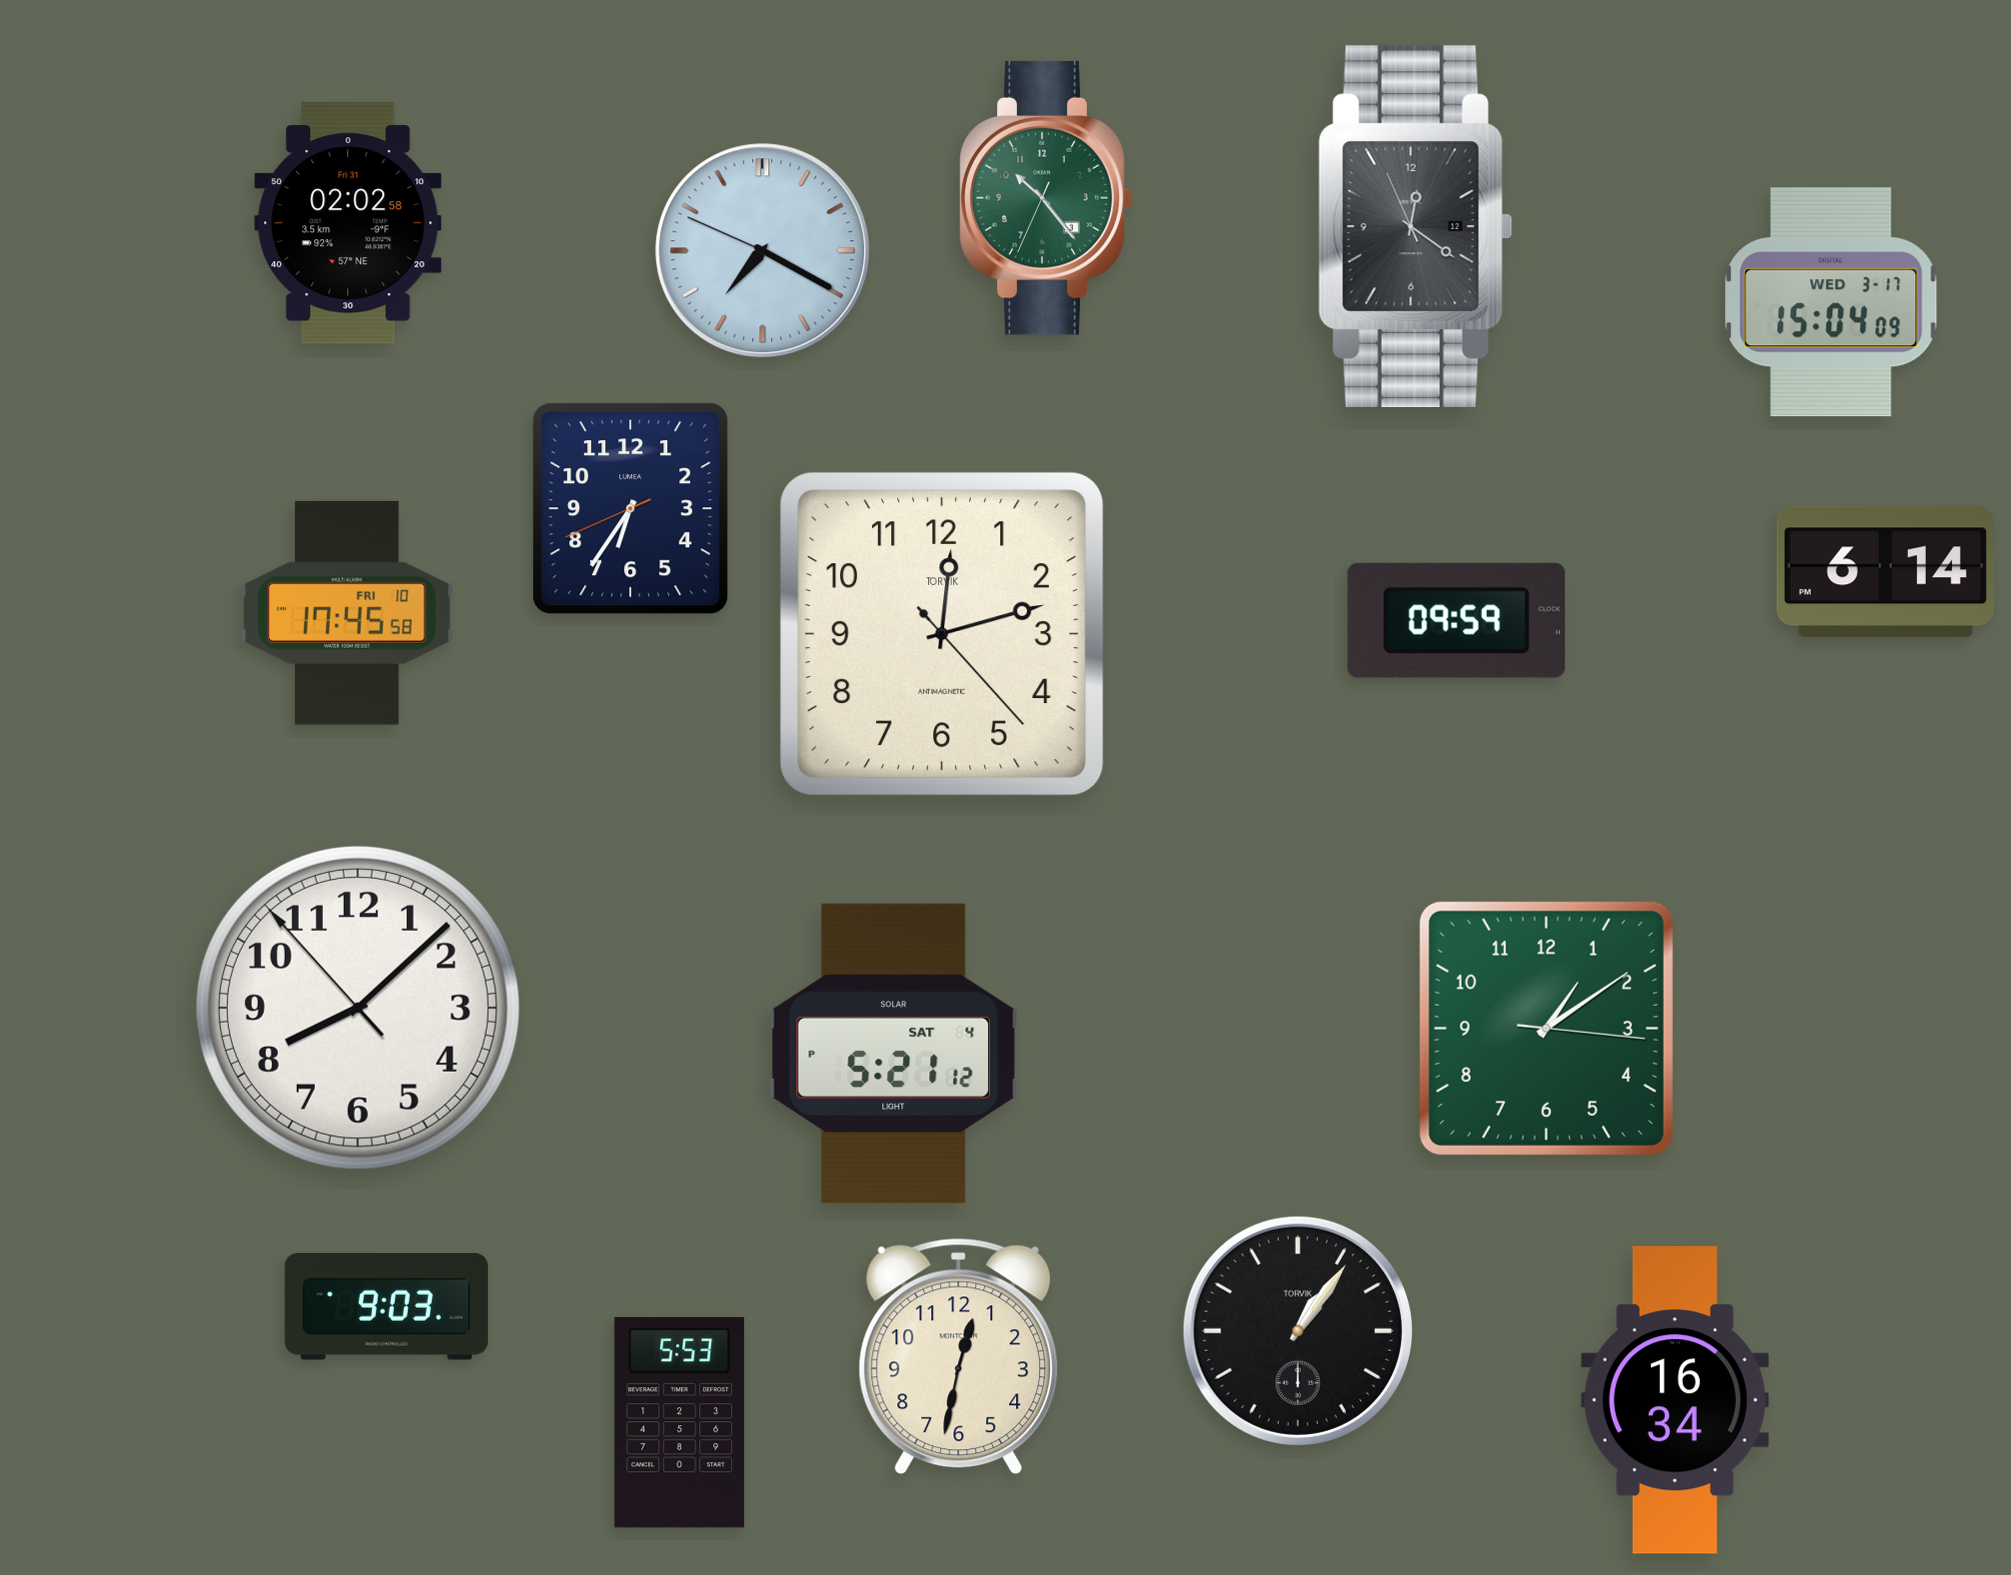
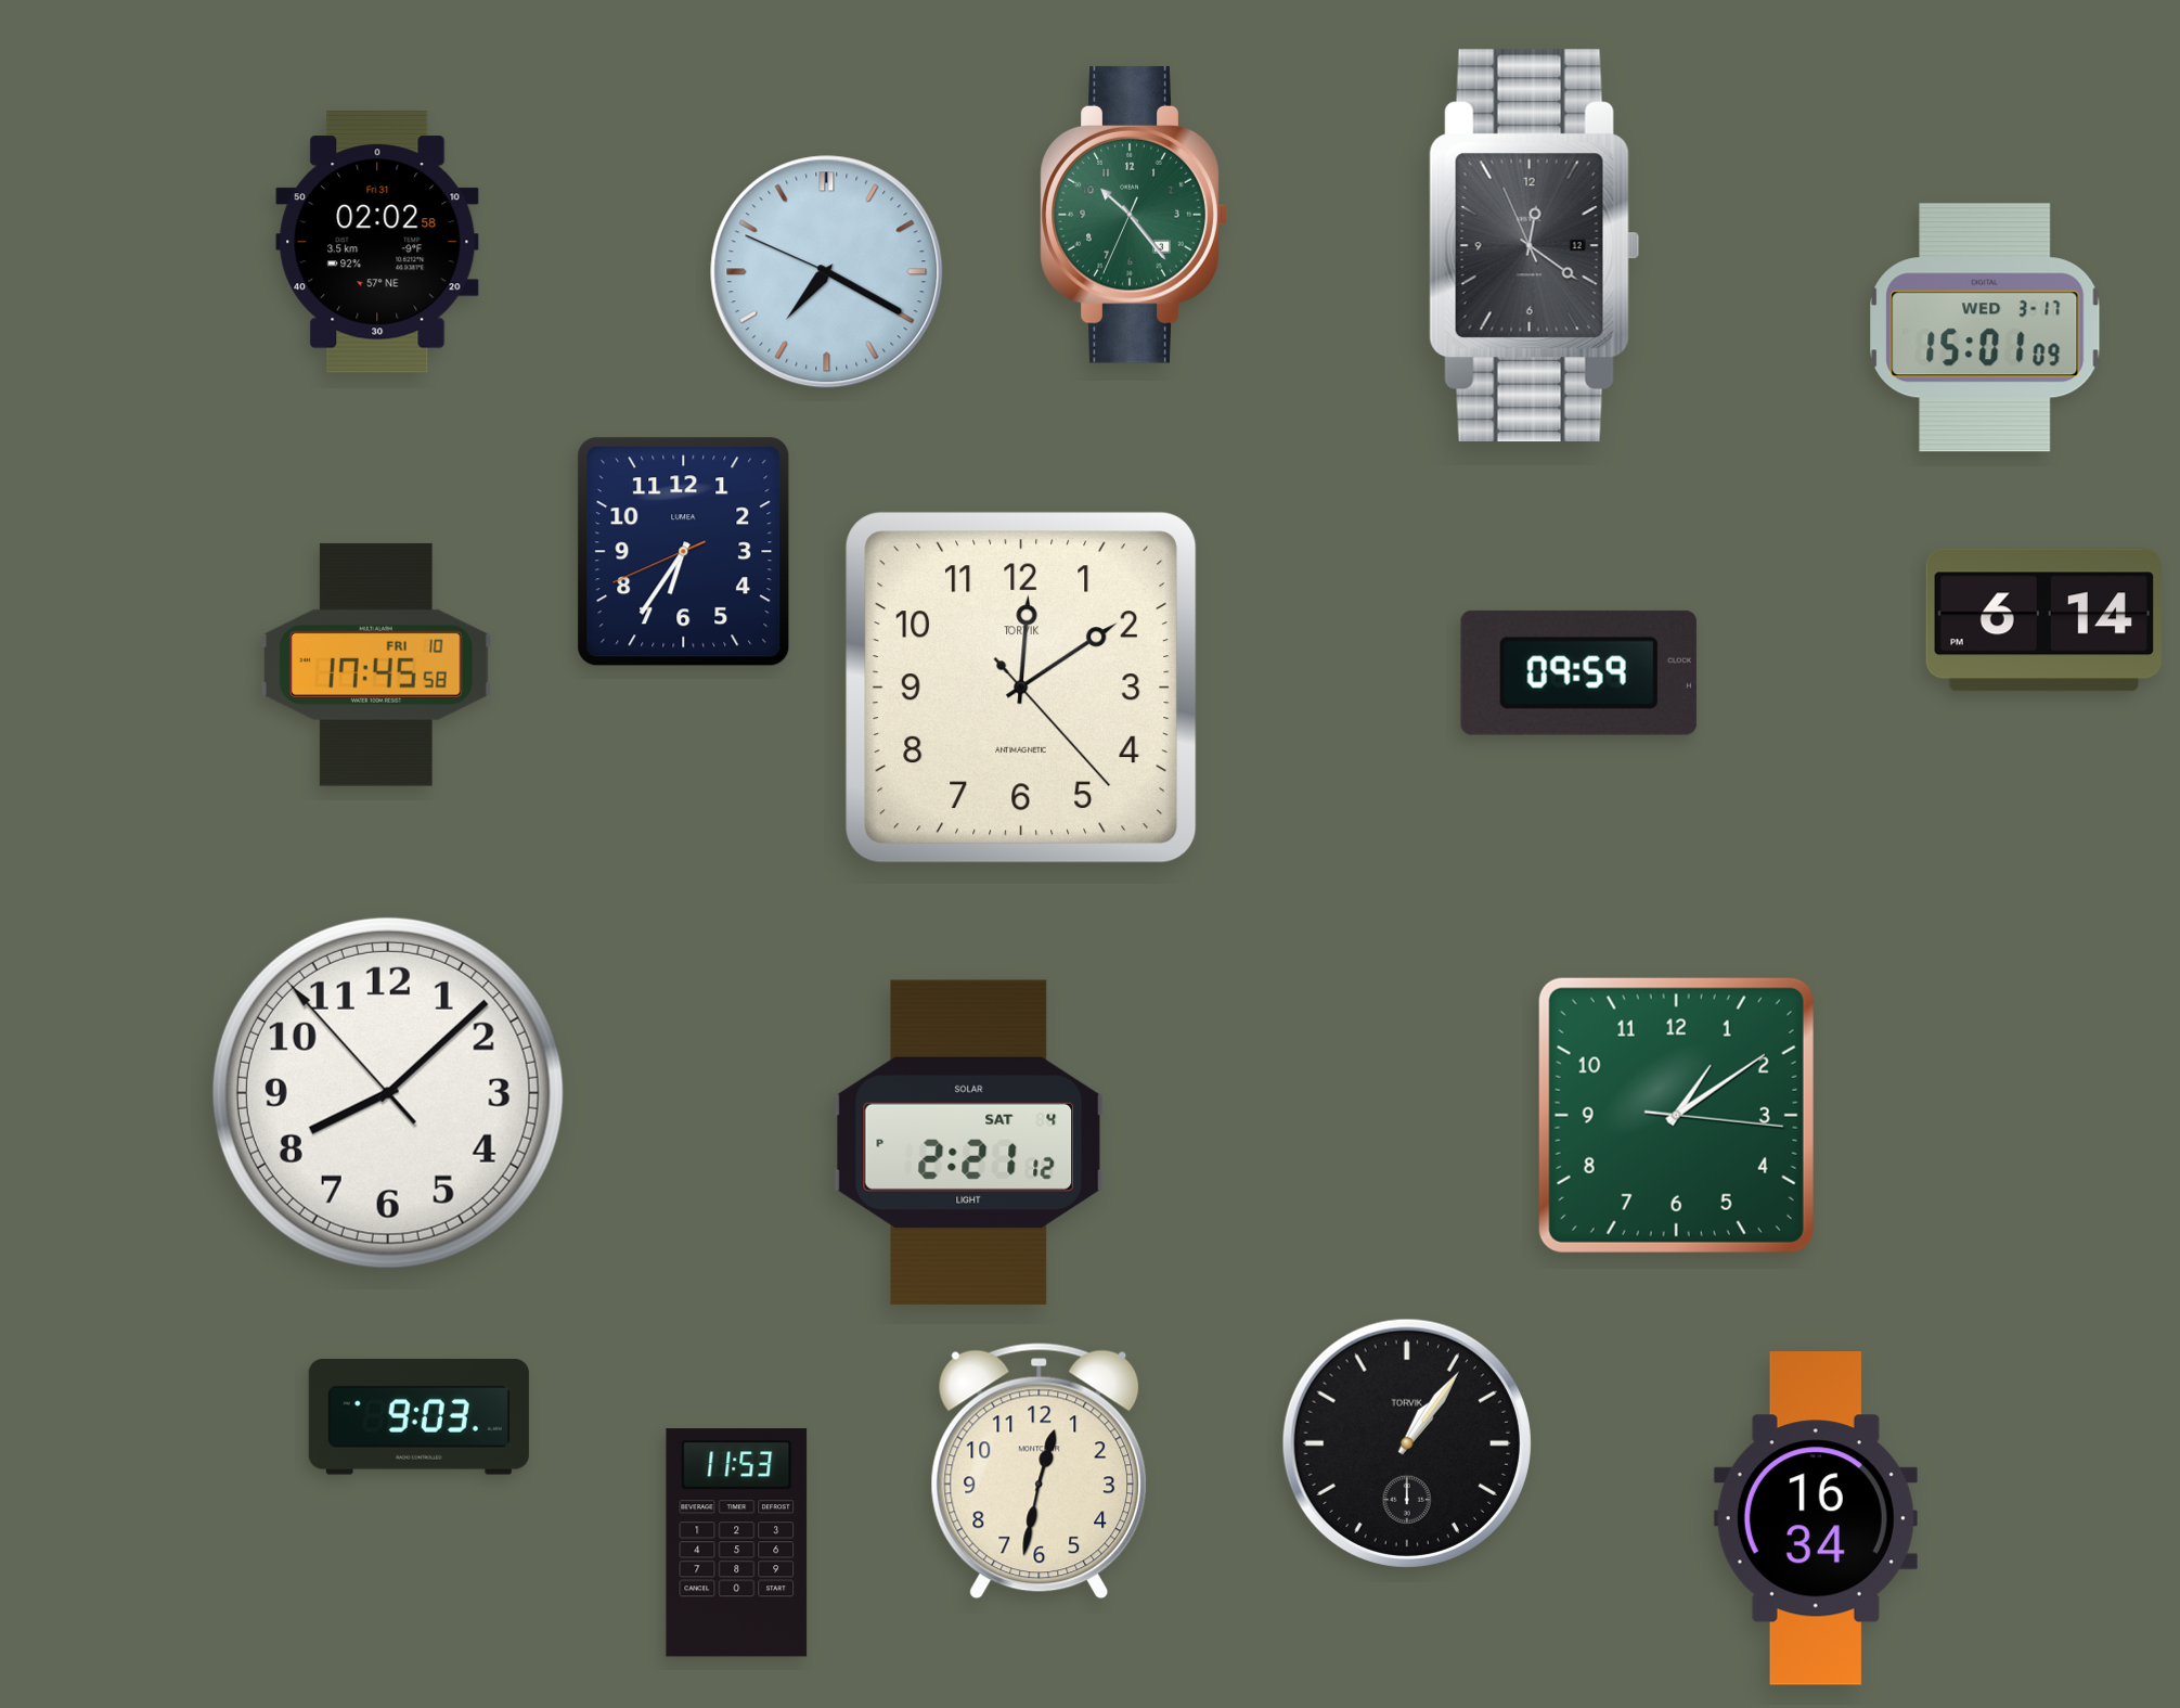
clock at (1831, 302): 15:04 -> 15:01
clock at (942, 634): 12:12 -> 12:09
clock at (894, 1053): 5:21 -> 2:21
clock at (680, 1423): 5:53 -> 11:53
